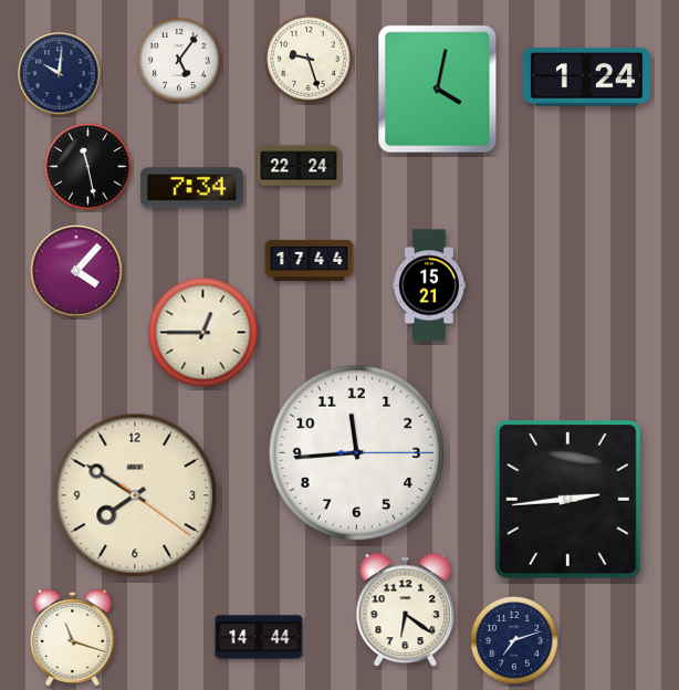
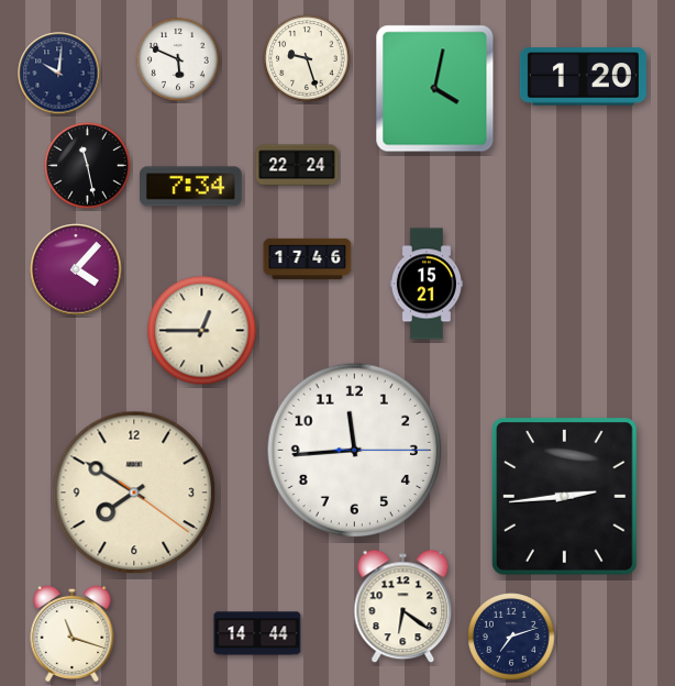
clock at (179, 60): 5:06 -> 5:49
clock at (586, 77): 1:24 -> 1:20
clock at (310, 260): 17:44 -> 17:46
